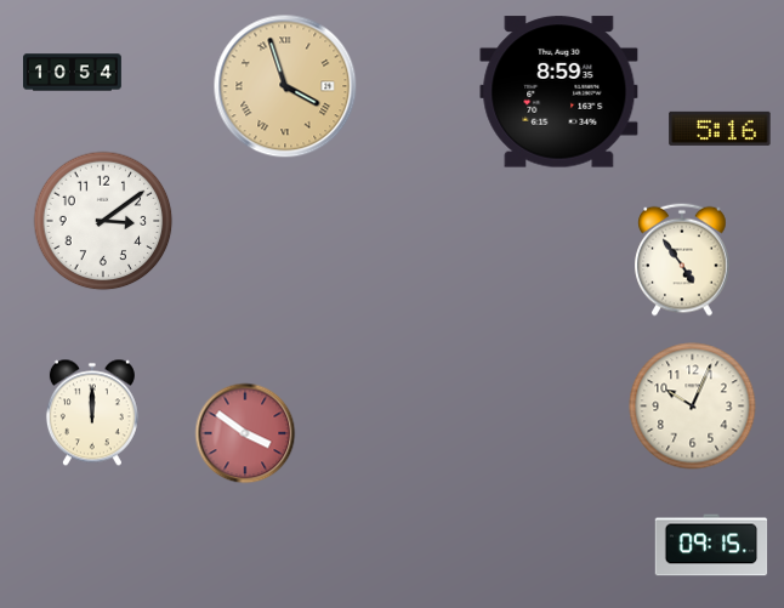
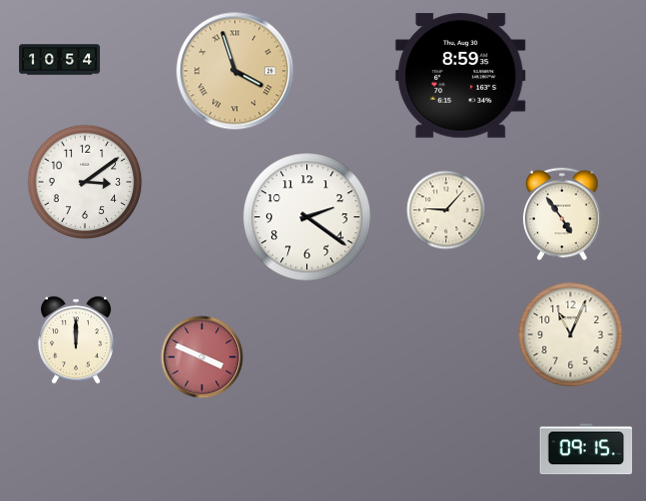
clock at (720, 129): 5:16 -> none
clock at (446, 210): none -> 9:07
clock at (307, 217): none -> 2:21
clock at (693, 407): 10:04 -> 11:04
clock at (245, 433): 3:51 -> 3:49
